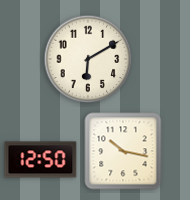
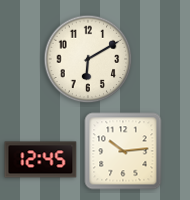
clock at (123, 151): 10:17 -> 10:14
clock at (41, 160): 12:50 -> 12:45
